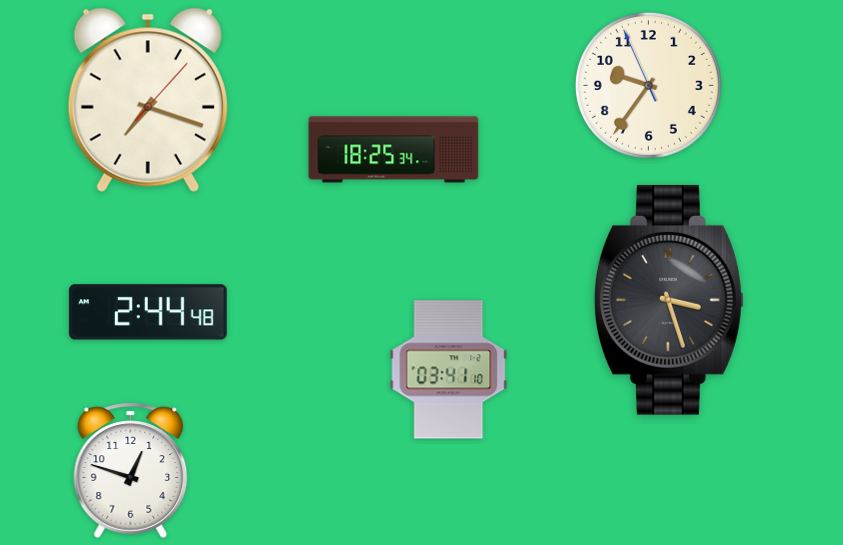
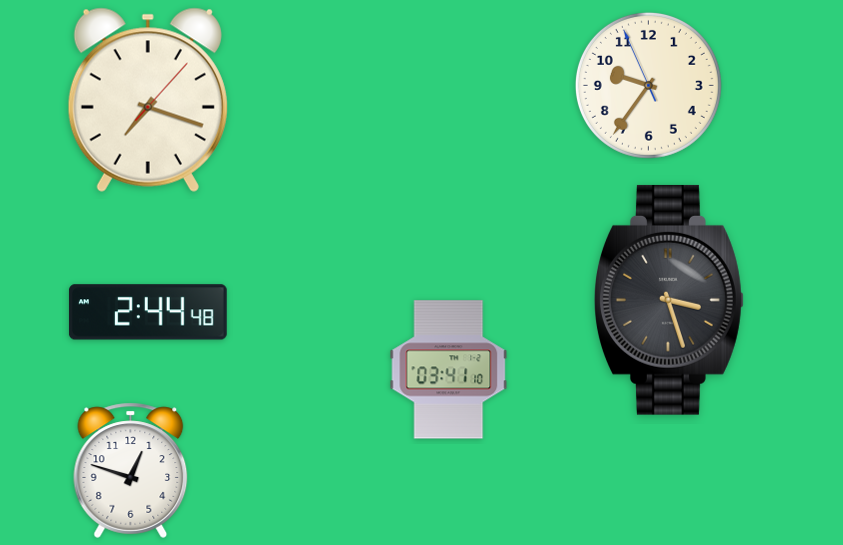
clock at (394, 150): 18:25 -> none
